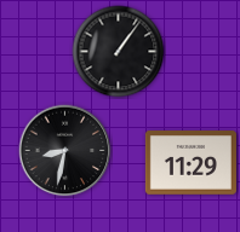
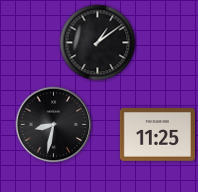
clock at (119, 52): 1:06 -> 1:09
clock at (190, 163): 11:29 -> 11:25
